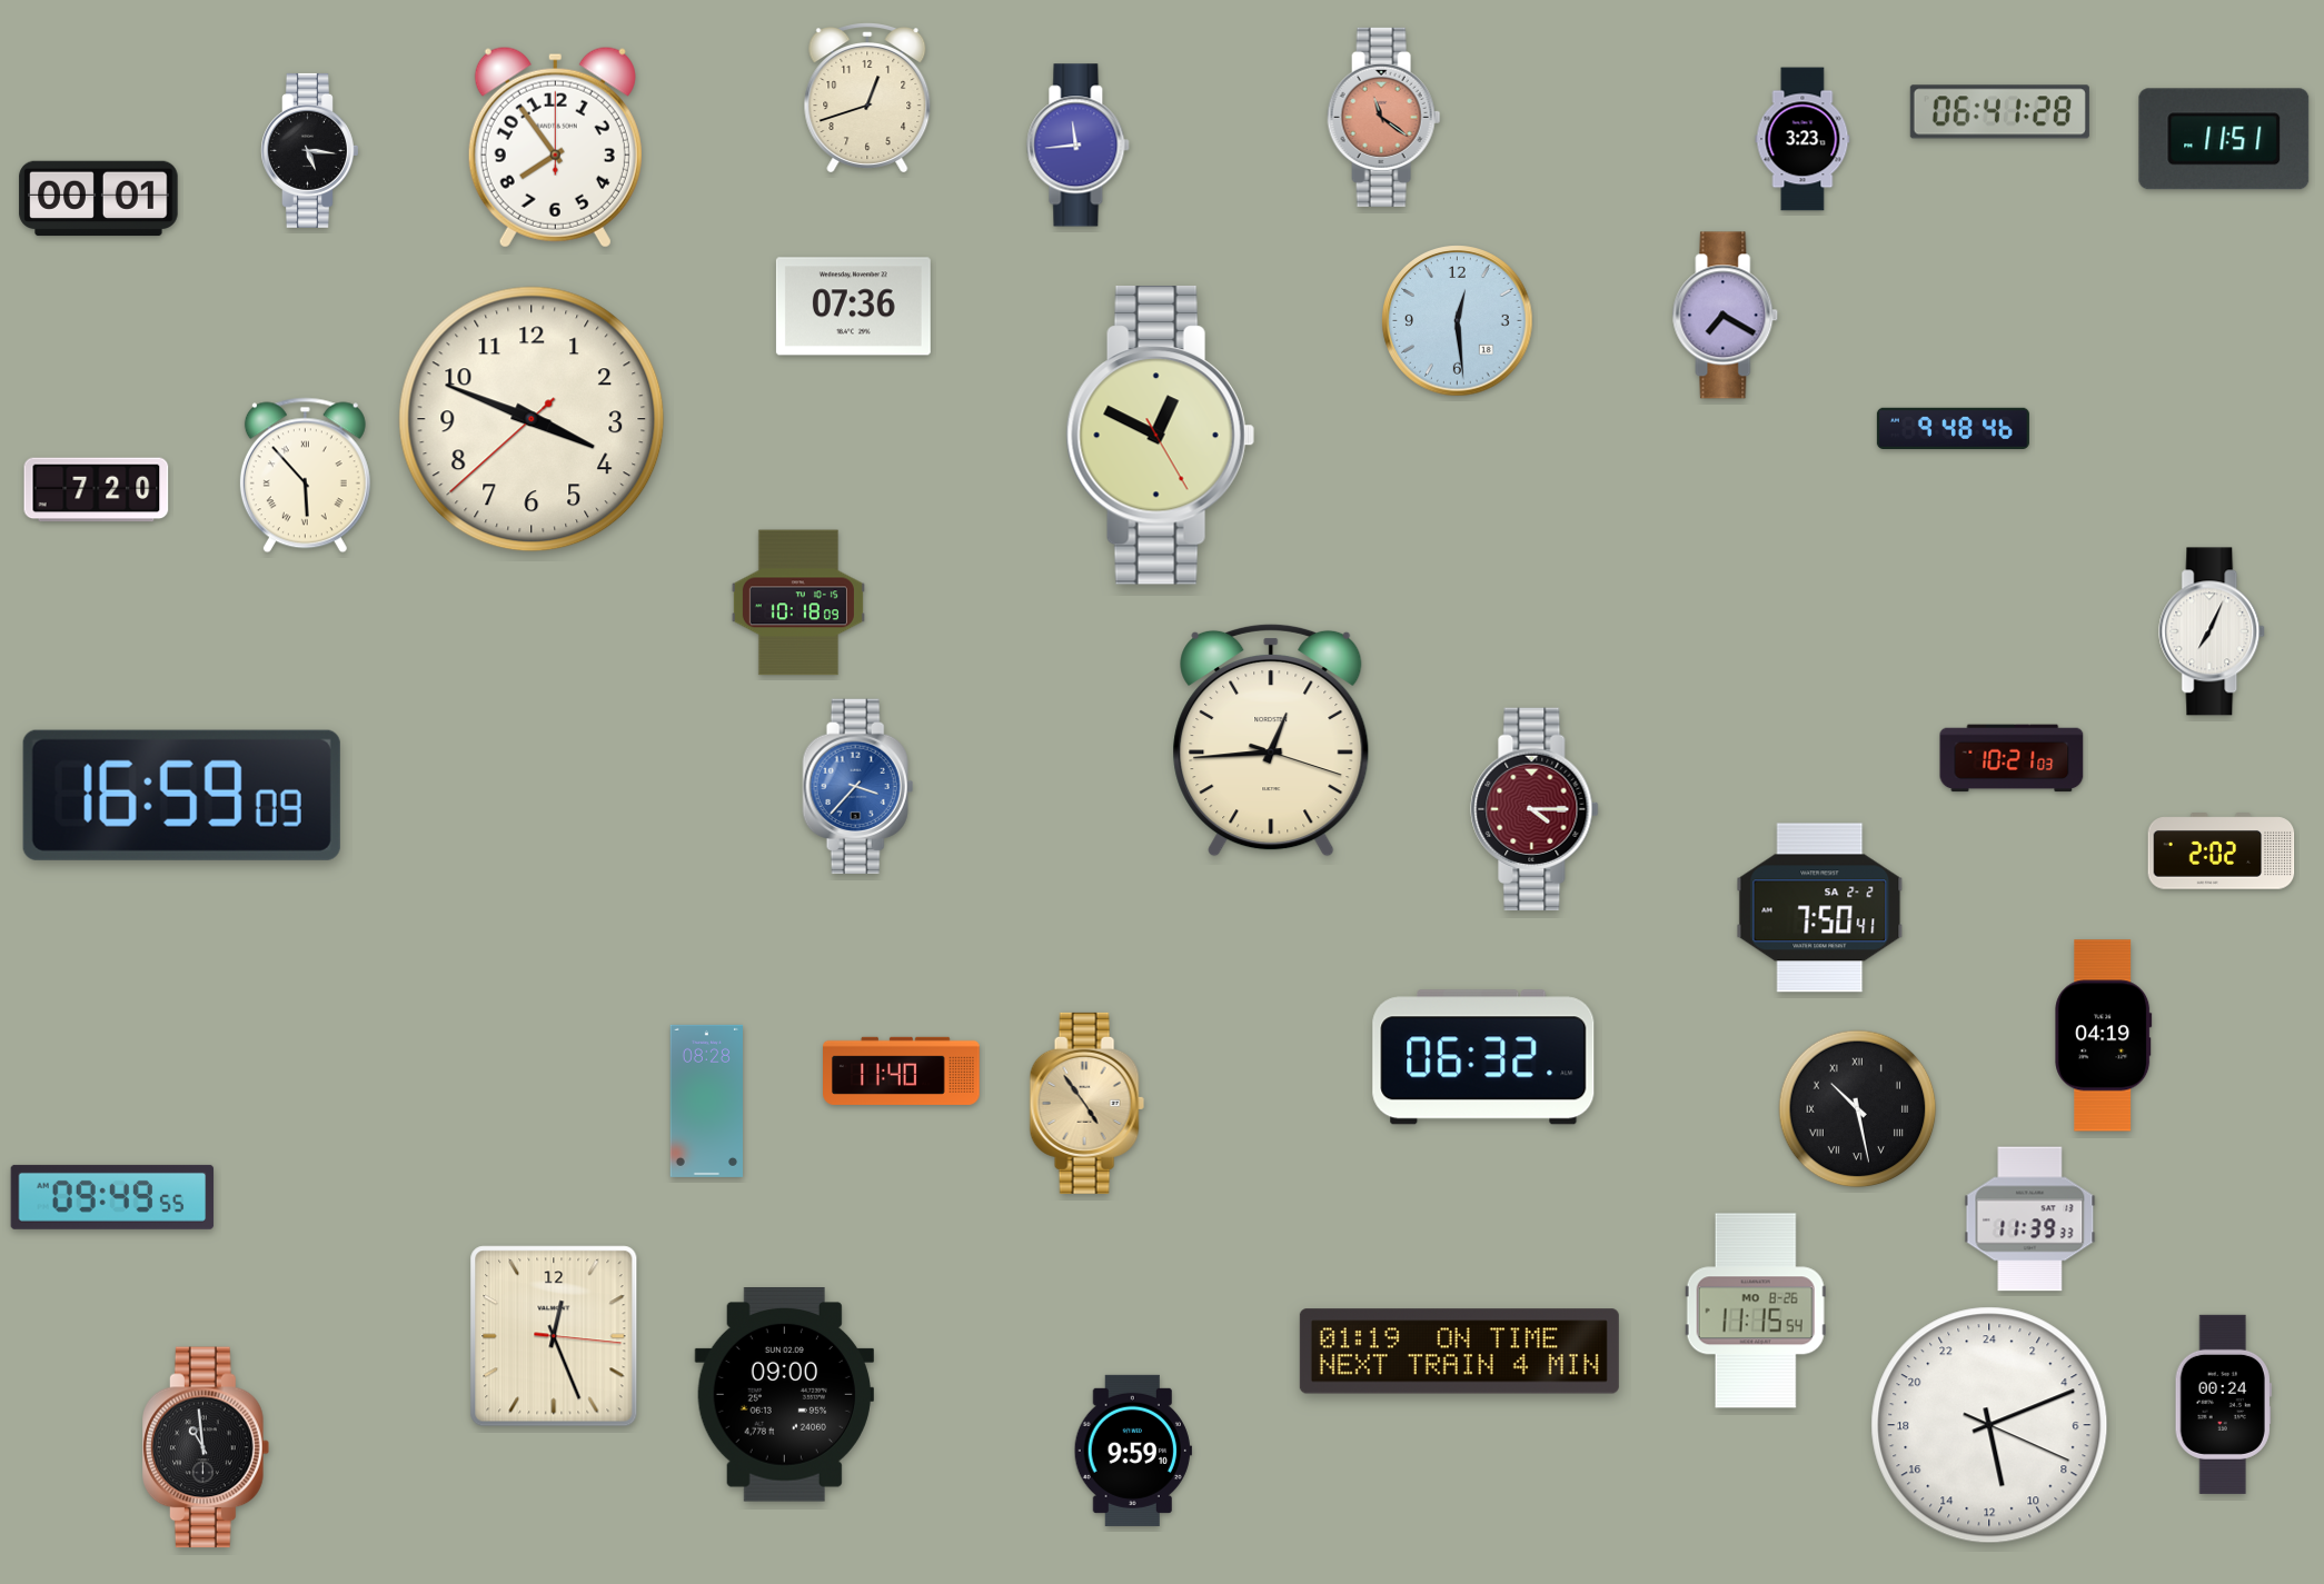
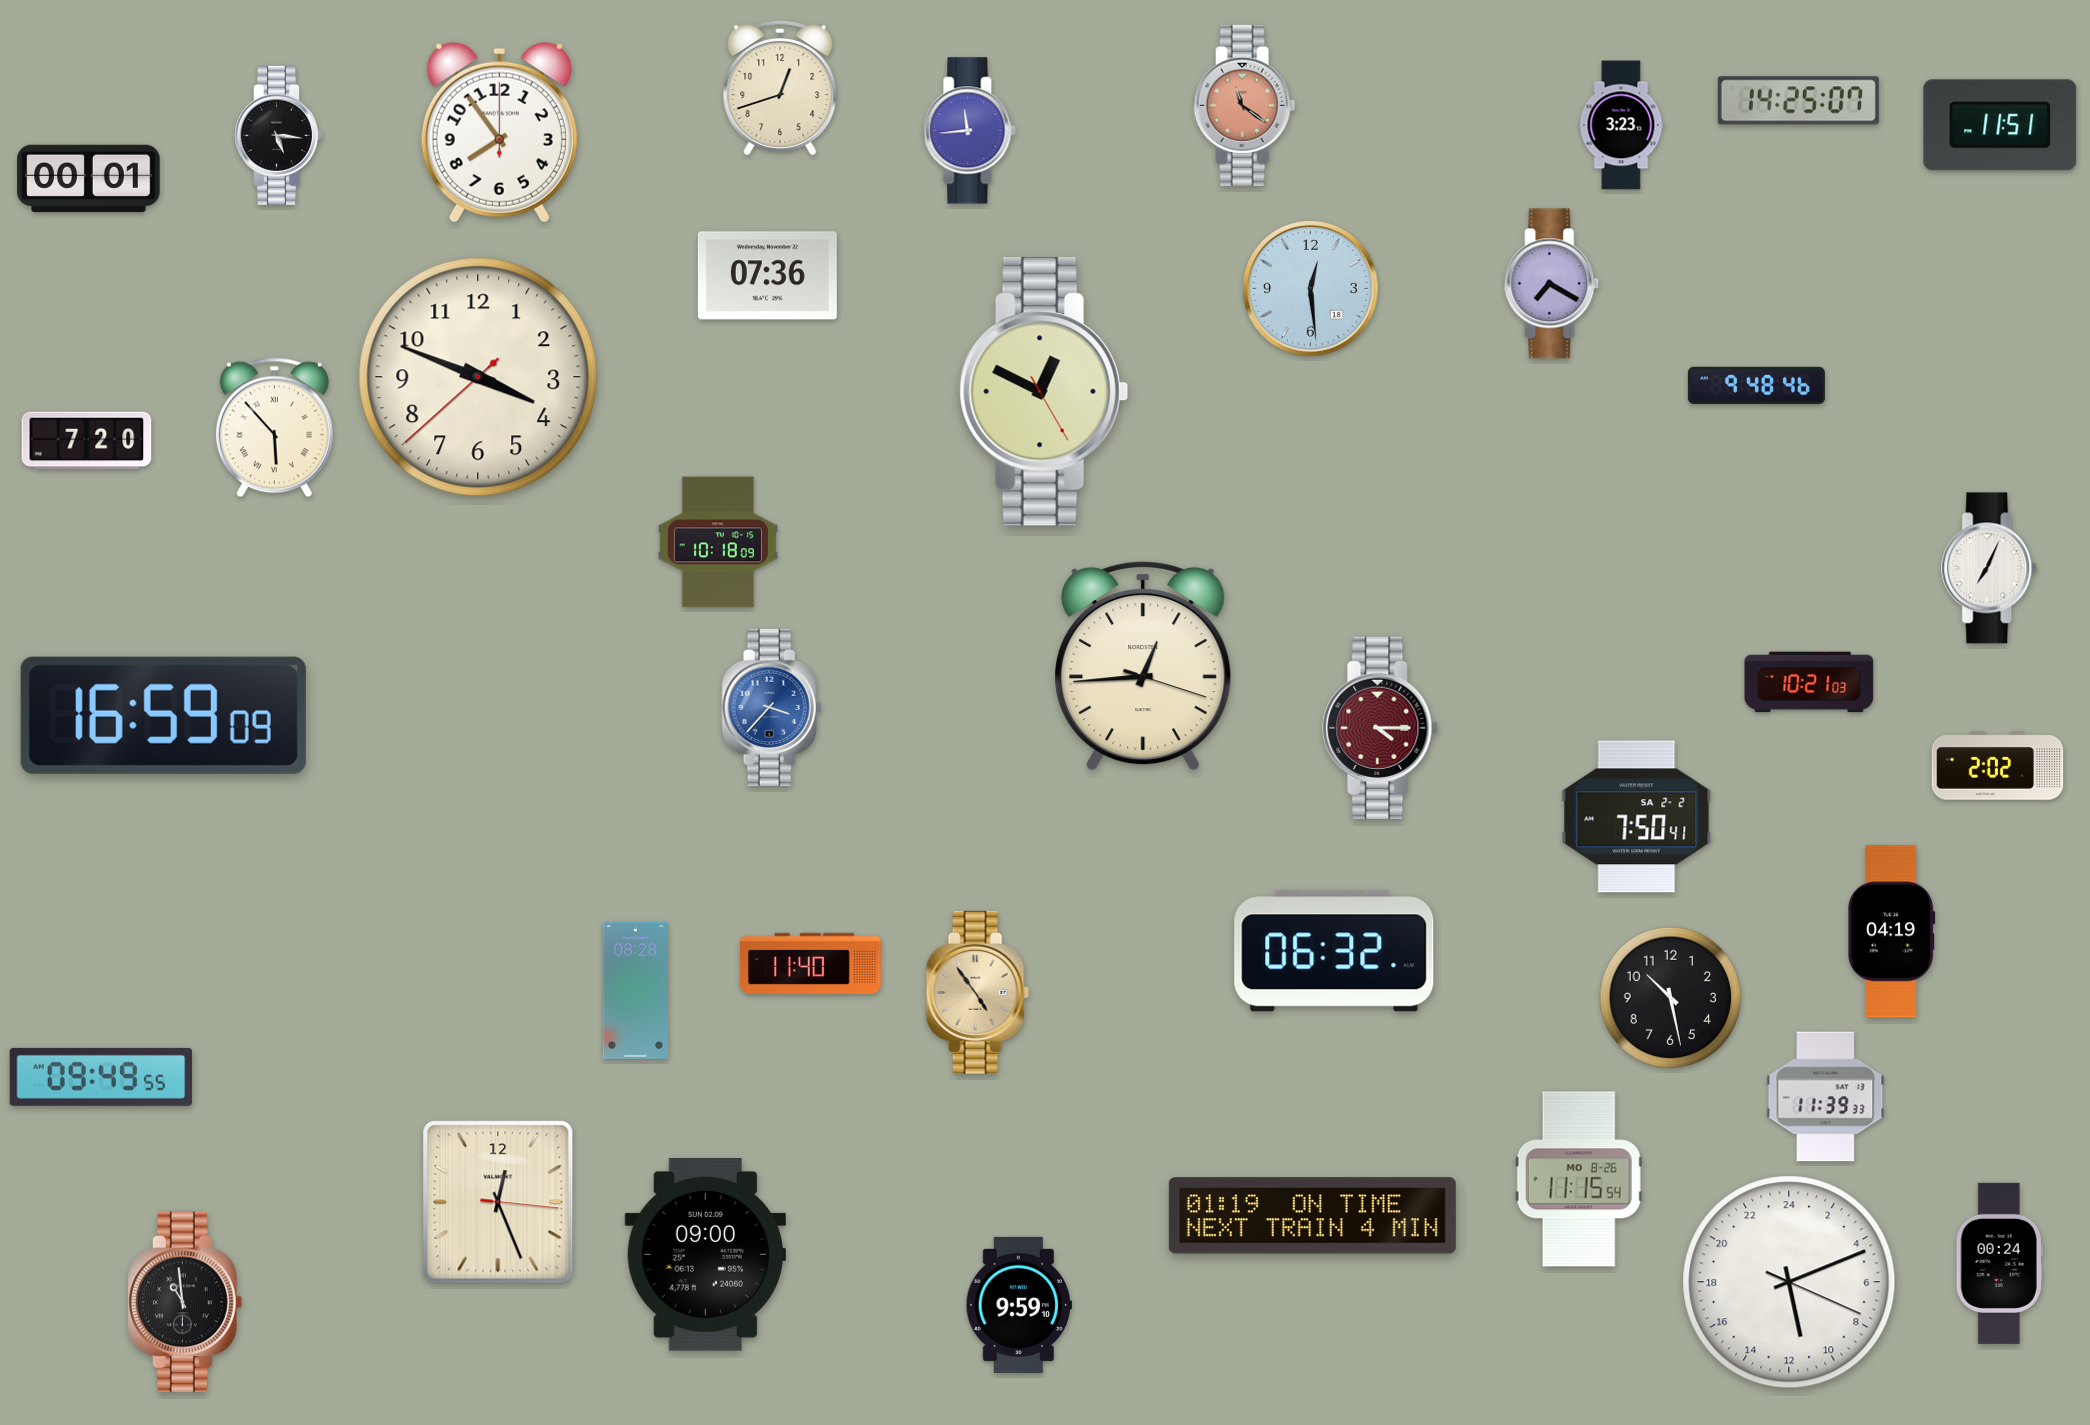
clock at (1999, 112): 06:41 -> 14:25
clock at (1858, 1109) numerals: Roman -> Arabic
